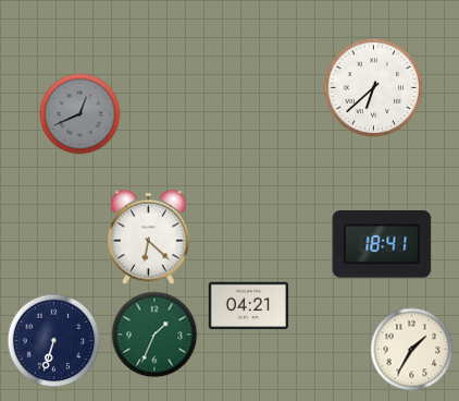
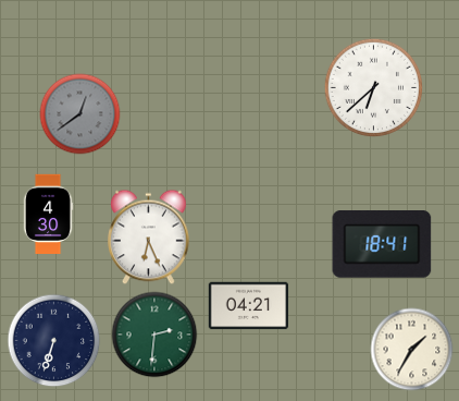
clock at (80, 114): 12:41 -> 12:39
clock at (48, 215): none -> 4:30
clock at (149, 238): 6:22 -> 6:26
clock at (154, 335): 1:34 -> 2:31
